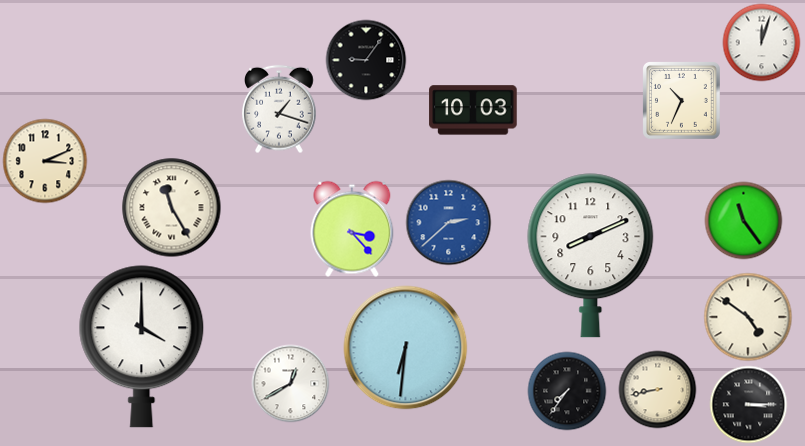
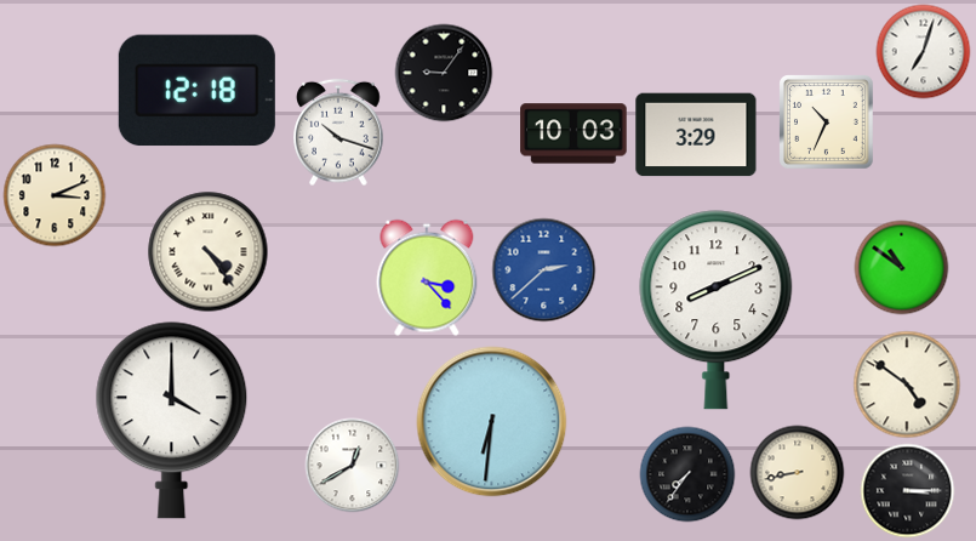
clock at (761, 42): 12:03 -> 7:03
clock at (196, 91): none -> 12:18
clock at (279, 109): 1:18 -> 10:18
clock at (696, 135): none -> 3:29
clock at (172, 208): 11:25 -> 4:24
clock at (743, 220): 11:24 -> 10:51
